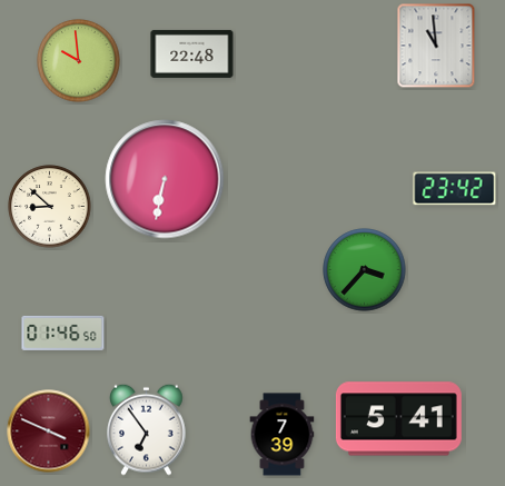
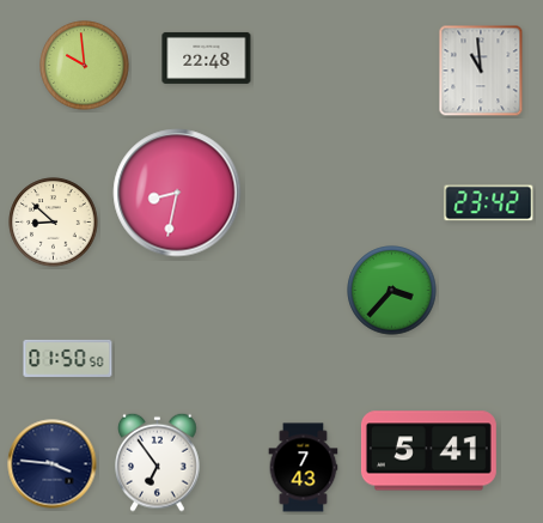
clock at (436, 46) position: (436, 46) -> (481, 71)
clock at (165, 179): 6:32 -> 8:32
clock at (63, 333): 01:46 -> 01:50
clock at (49, 432): 3:49 -> 3:46
clock at (49, 432) dial: burgundy -> navy
clock at (283, 435): 7:39 -> 7:43
